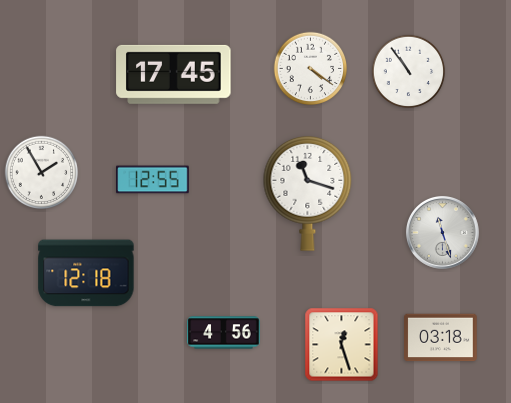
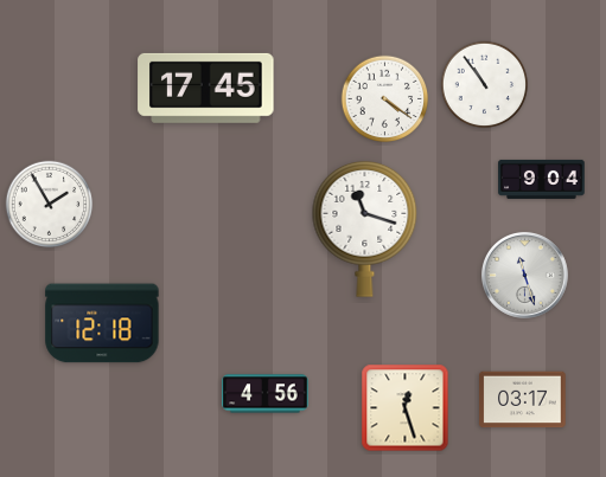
clock at (311, 69) position: (311, 69) -> (385, 99)
clock at (542, 179): none -> 9:04
clock at (153, 180): 12:55 -> none
clock at (441, 338): 03:18 -> 03:17
